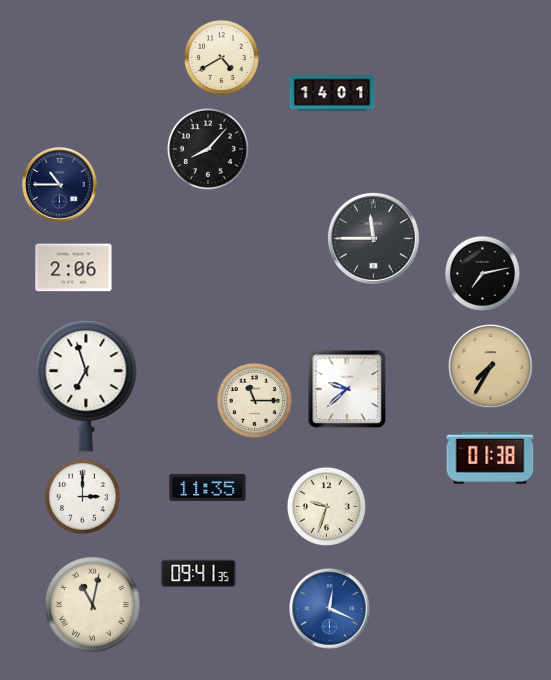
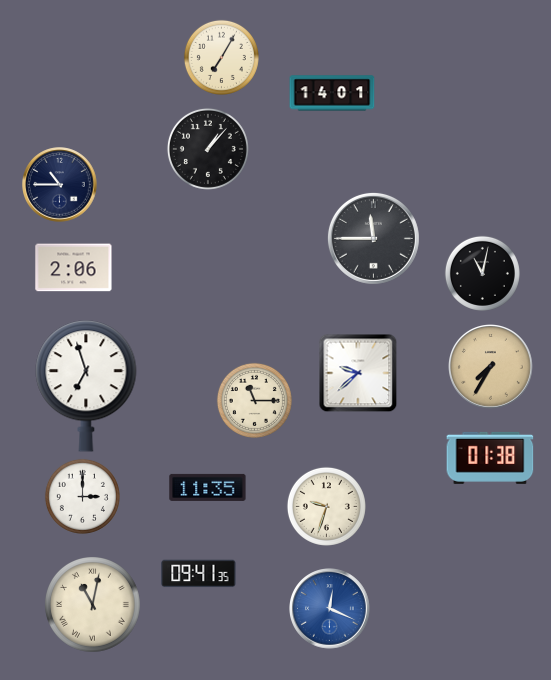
clock at (221, 57): 4:40 -> 7:05
clock at (208, 149): 8:07 -> 1:07
clock at (482, 273): 7:13 -> 11:02
clock at (347, 389) position: (347, 389) -> (358, 373)
